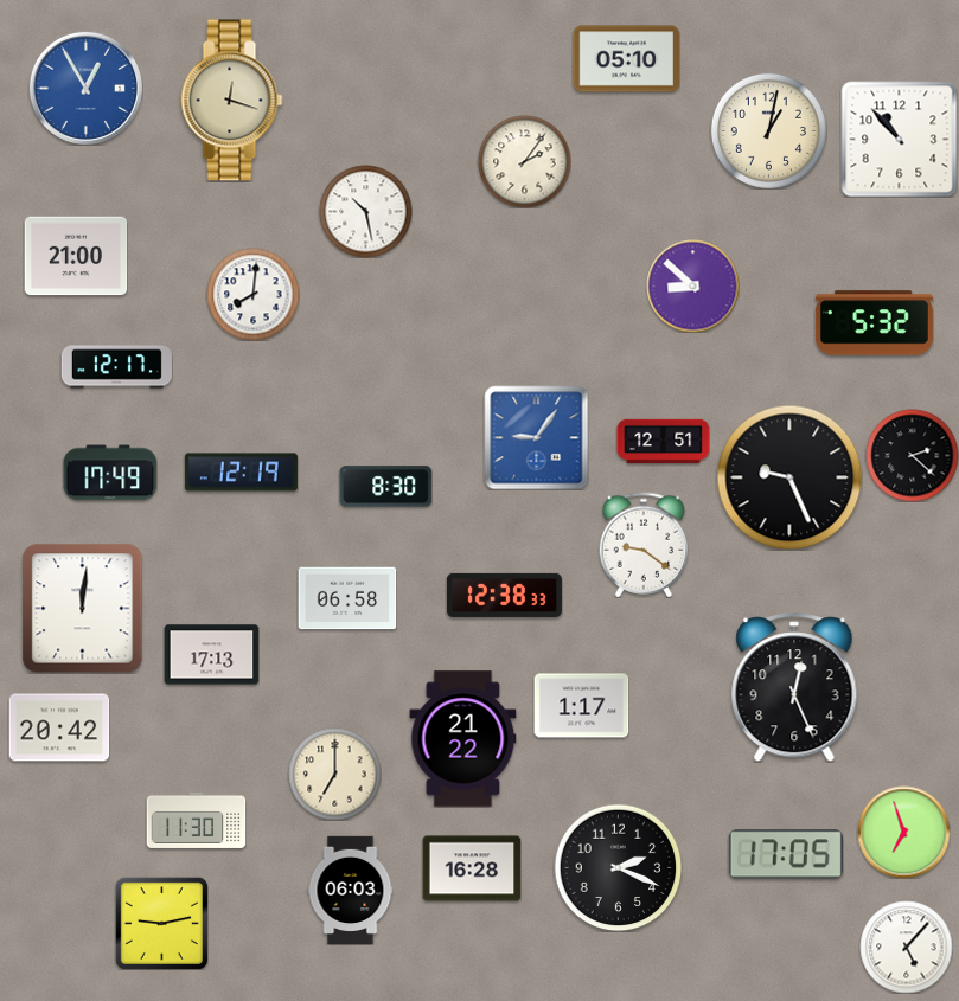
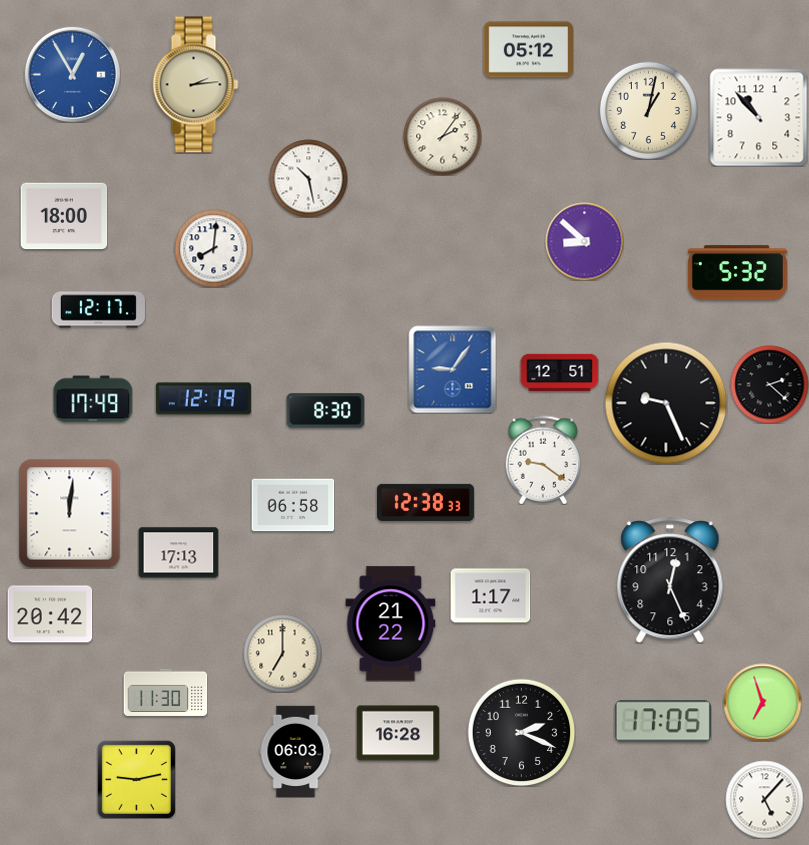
clock at (626, 59): 05:10 -> 05:12
clock at (232, 101): 12:18 -> 2:14
clock at (76, 256): 21:00 -> 18:00
